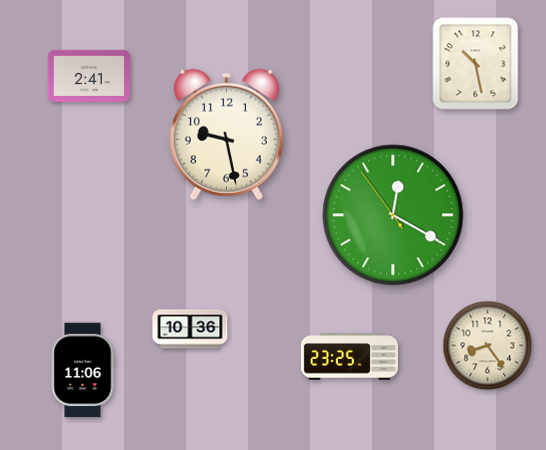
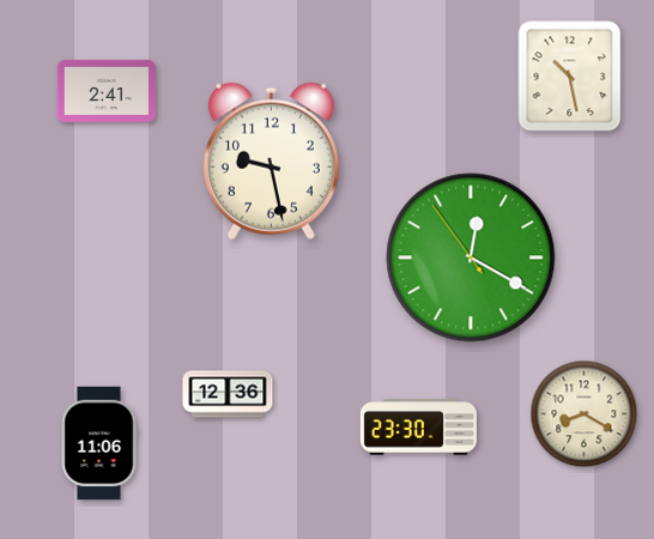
clock at (190, 329): 10:36 -> 12:36
clock at (488, 346): 8:24 -> 8:20
clock at (349, 357): 23:25 -> 23:30
